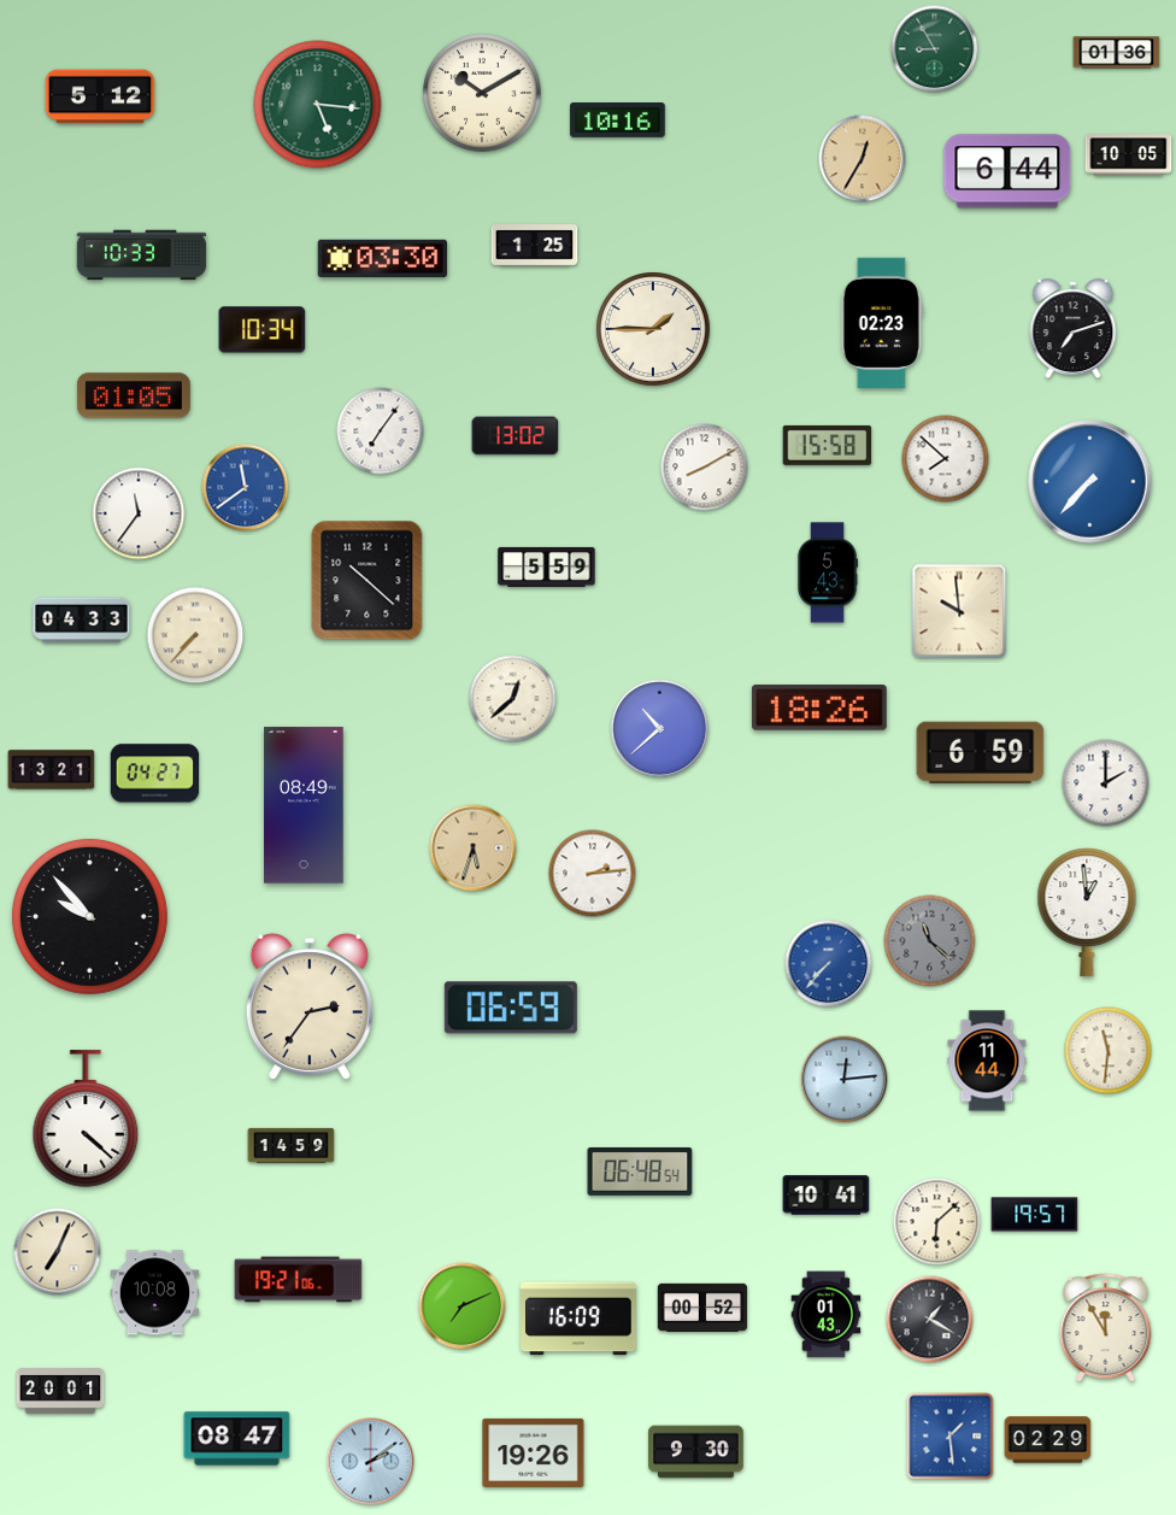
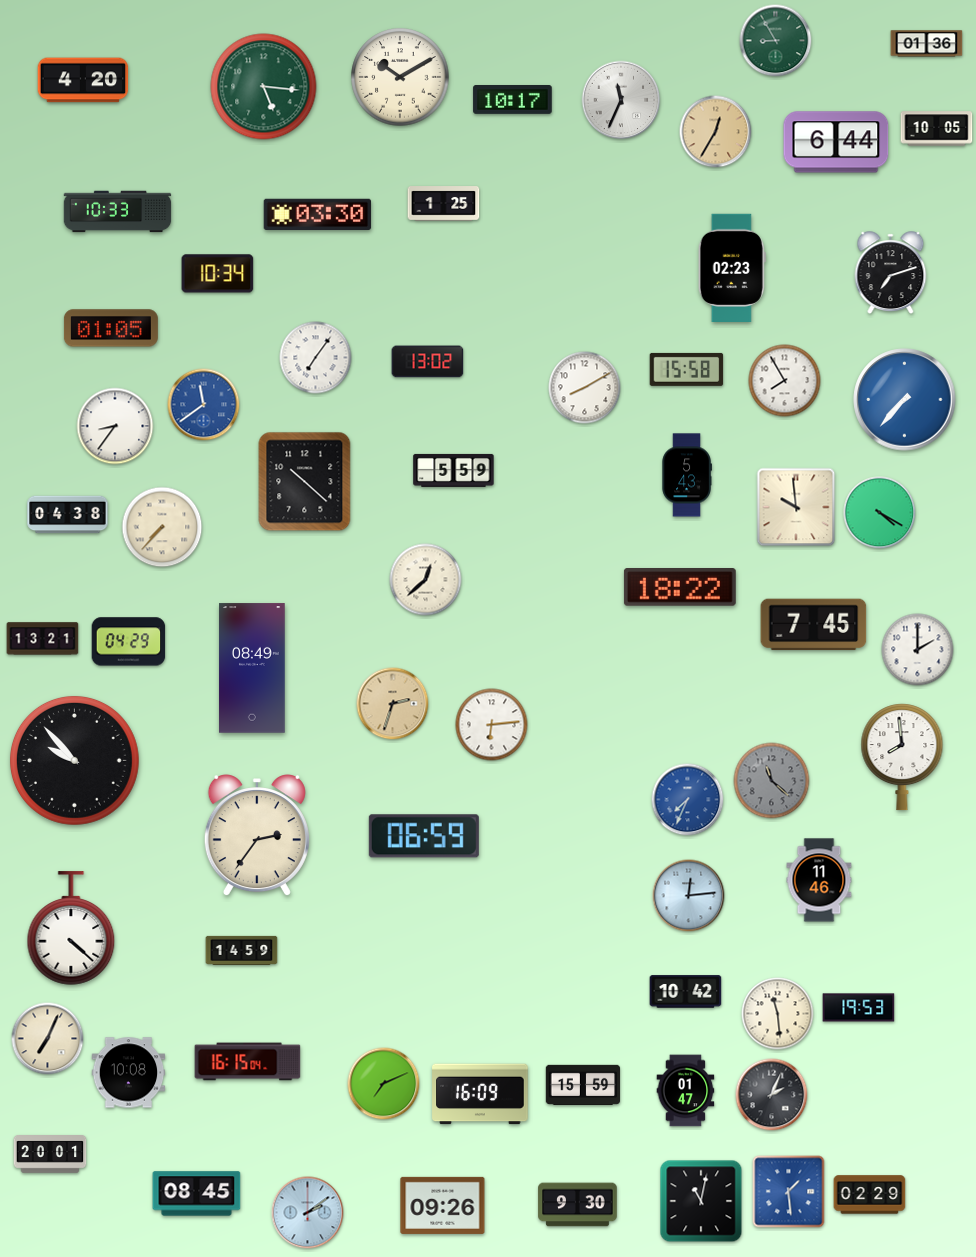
clock at (100, 96): 5:12 -> 4:20
clock at (618, 121): 10:16 -> 10:17
clock at (621, 100): none -> 11:34
clock at (653, 329): 1:45 -> none
clock at (946, 459): 7:52 -> 7:55
clock at (139, 513): 11:36 -> 8:36
clock at (880, 513): none -> 4:20
clock at (82, 621): 04:33 -> 04:38
clock at (819, 709): 18:26 -> 18:22
clock at (660, 729): 10:38 -> none
clock at (981, 753): 6:59 -> 7:45
clock at (155, 774): 04:27 -> 04:29
clock at (474, 848): 5:33 -> 2:33
clock at (593, 874): 2:14 -> 6:14
clock at (1087, 912): 12:59 -> 7:59
clock at (829, 964): 7:37 -> 7:34
clock at (1109, 1051): 11:31 -> none
clock at (987, 1061): 11:44 -> 11:46
clock at (845, 1080) position: (845, 1080) -> (689, 896)
clock at (640, 1172): 06:48 -> none
clock at (827, 1196): 10:41 -> 10:42
clock at (1035, 1215): 19:57 -> 19:53
clock at (937, 1222): 6:08 -> 11:29
clock at (299, 1280): 19:21 -> 16:15
clock at (702, 1306): 00:52 -> 15:59
clock at (827, 1315): 01:43 -> 01:47
clock at (930, 1320): 1:20 -> 2:04
clock at (1106, 1328): 11:55 -> none
clock at (237, 1439): 08:47 -> 08:45
clock at (701, 1201): none -> 11:02
clock at (534, 1452): 19:26 -> 09:26
